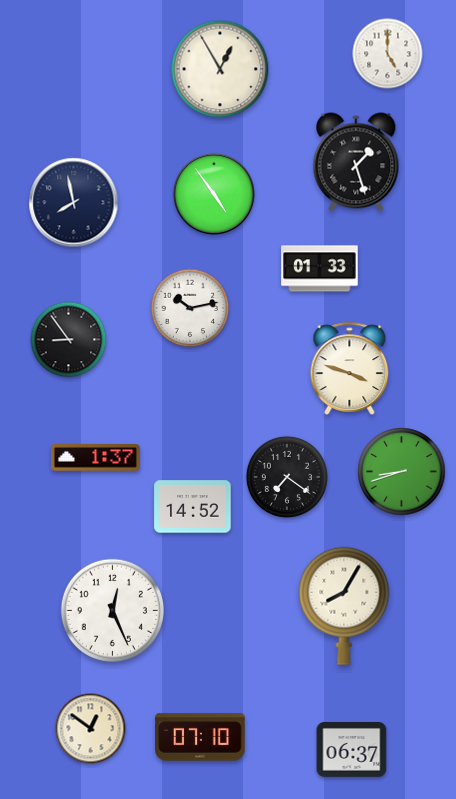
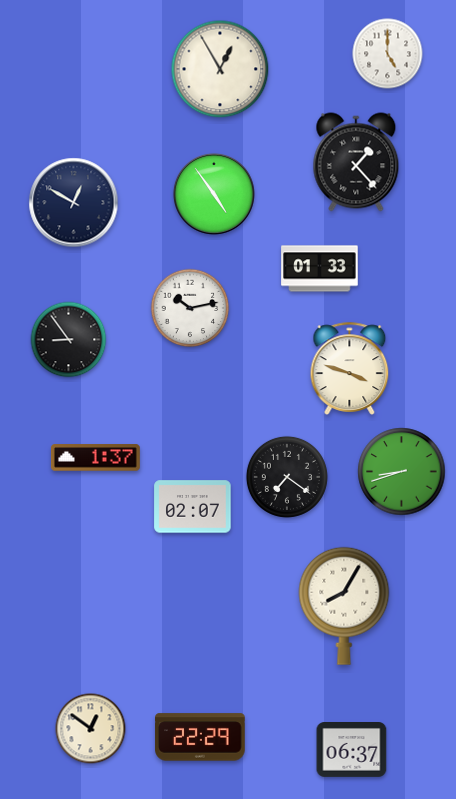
clock at (356, 162): 1:27 -> 1:23
clock at (74, 203): 7:58 -> 12:50
clock at (193, 507): 14:52 -> 02:07
clock at (112, 610): 12:26 -> none
clock at (200, 737): 07:10 -> 22:29
